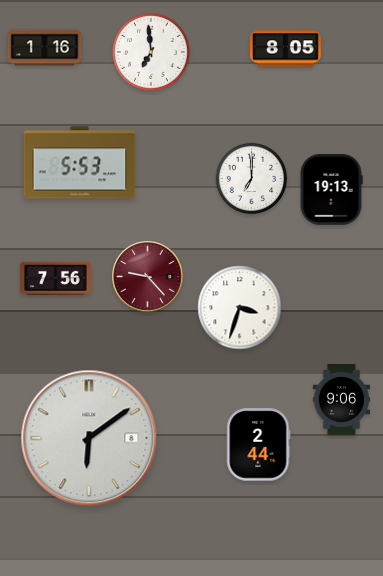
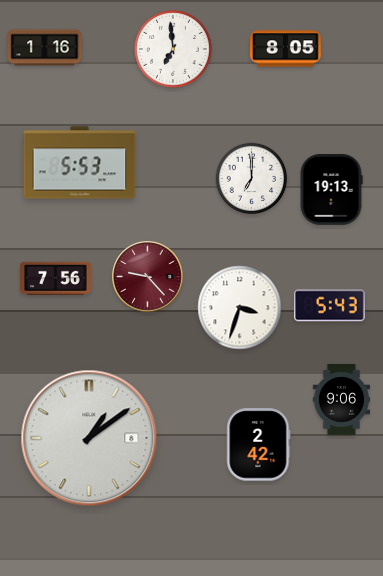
clock at (152, 53) position: (152, 53) -> (174, 50)
clock at (329, 306): none -> 5:43
clock at (89, 438): 6:09 -> 1:09
clock at (259, 445): 2:44 -> 2:42
